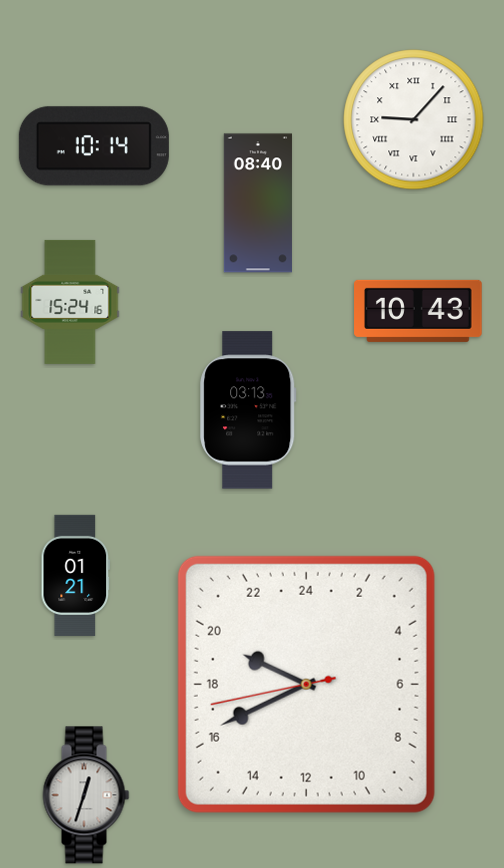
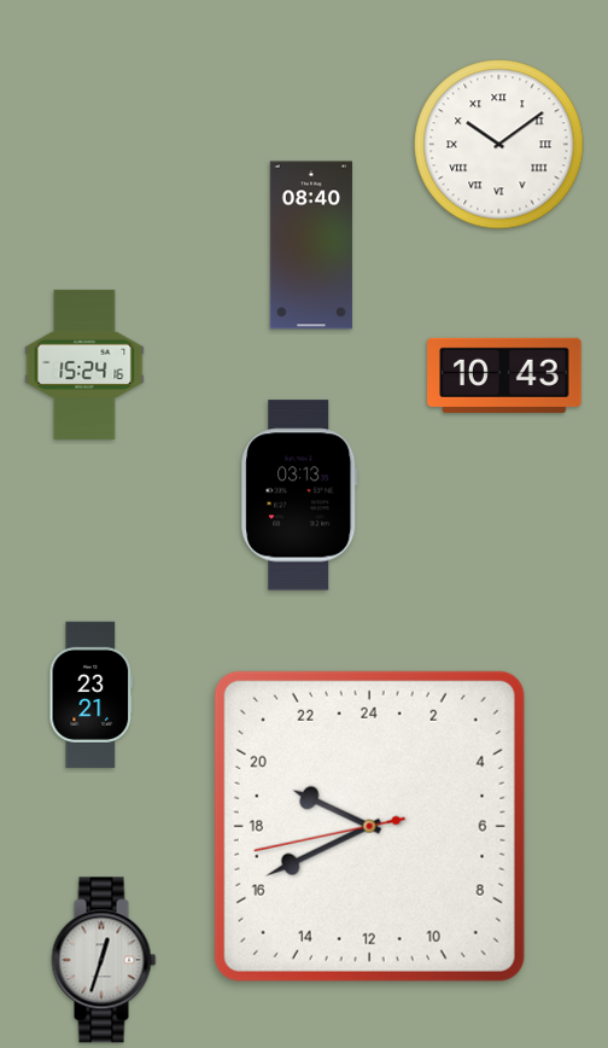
clock at (414, 120): 9:07 -> 10:09
clock at (94, 146): 10:14 -> none
clock at (76, 575): 01:21 -> 23:21
